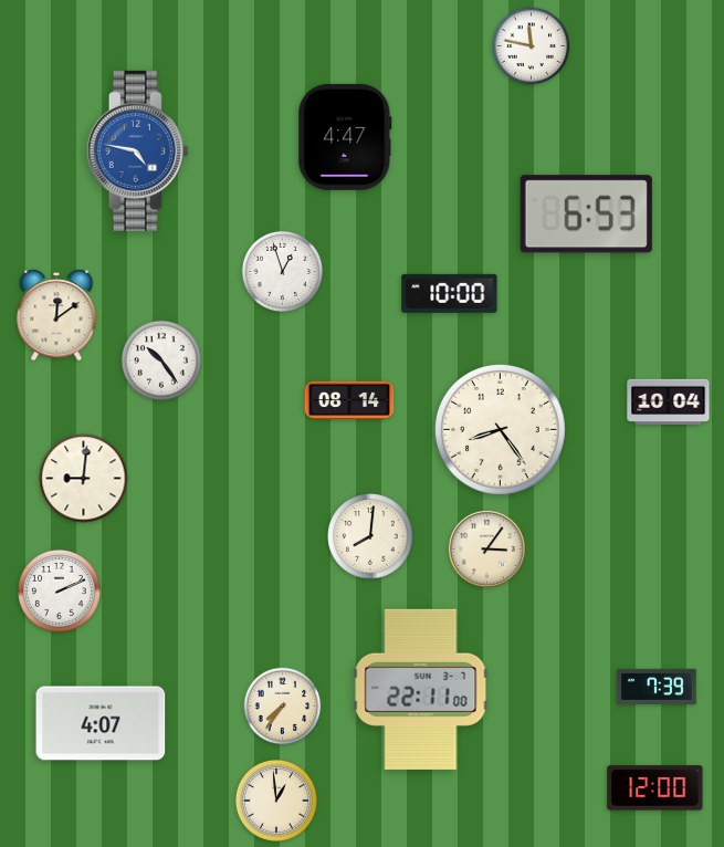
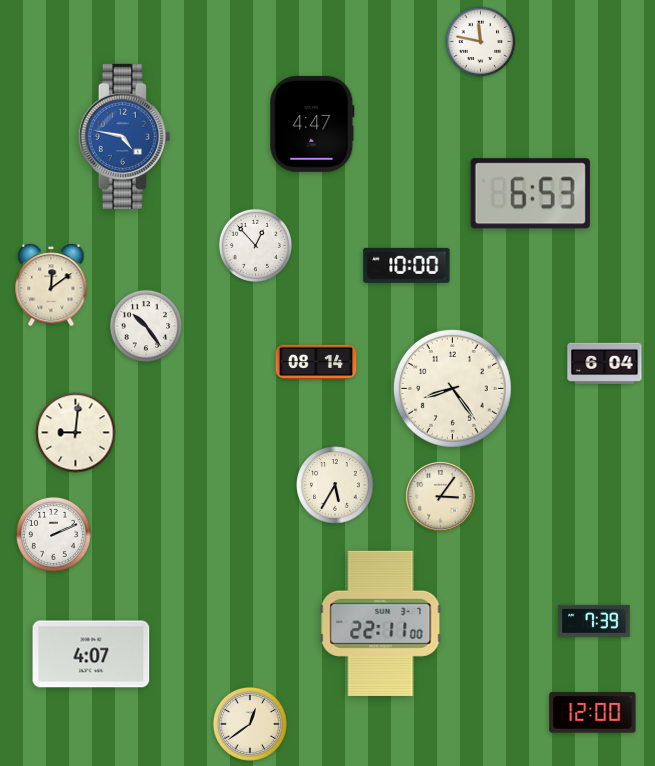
clock at (282, 271): 12:57 -> 12:53
clock at (669, 401): 10:04 -> 6:04
clock at (370, 536): 8:01 -> 5:35
clock at (283, 707): 7:36 -> none
clock at (276, 801): 12:59 -> 12:39
